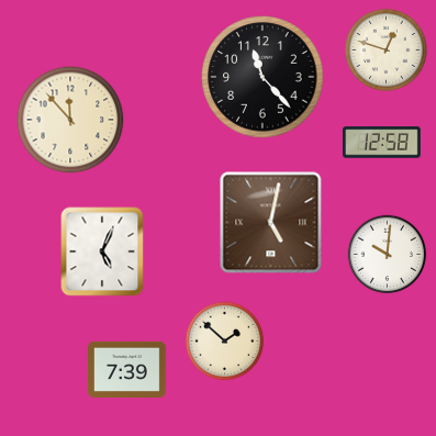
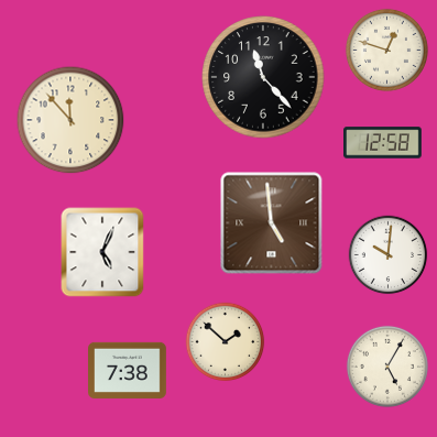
clock at (271, 223): 5:02 -> 4:59
clock at (387, 367): none -> 5:05
clock at (127, 369): 7:39 -> 7:38
